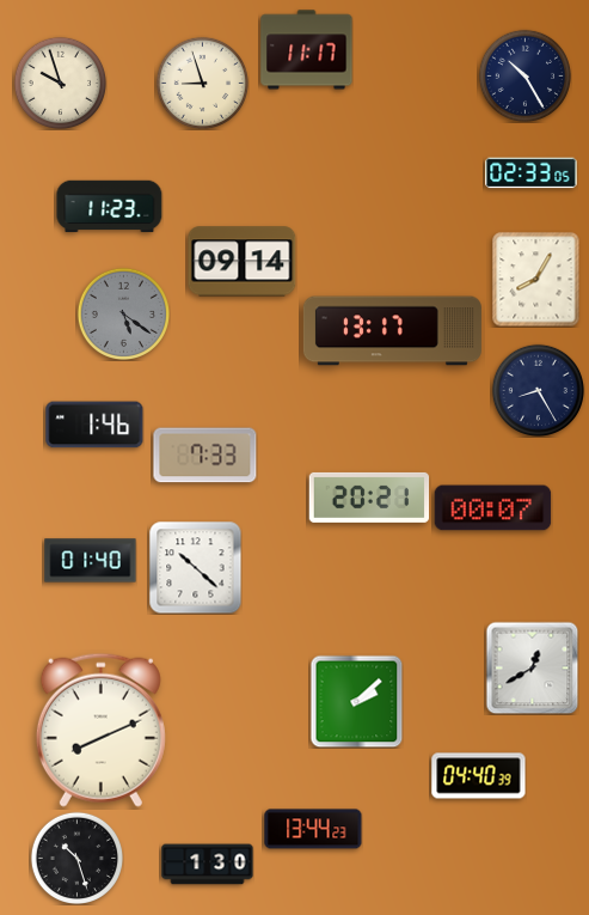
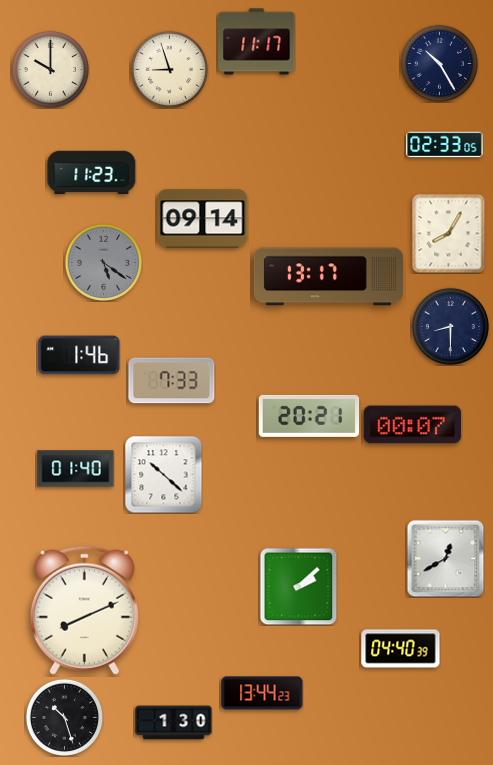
clock at (60, 83): 9:57 -> 10:00
clock at (538, 390): 8:25 -> 8:30
